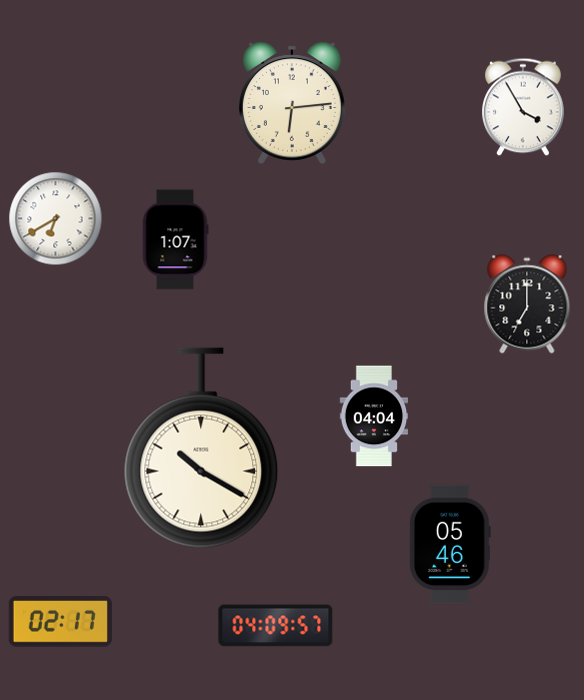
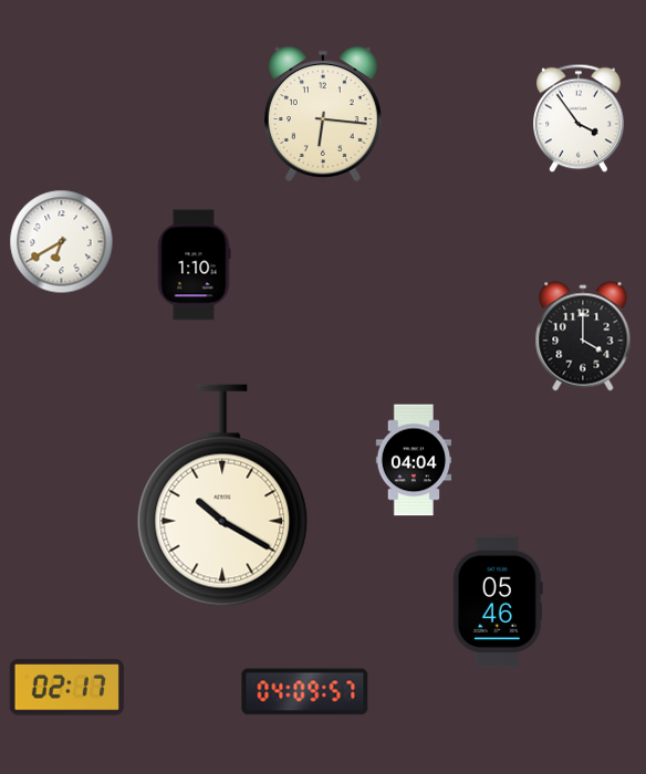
clock at (292, 103): 6:14 -> 6:16
clock at (523, 107): 3:55 -> 3:54
clock at (175, 240): 1:07 -> 1:10
clock at (527, 304): 7:00 -> 4:00
